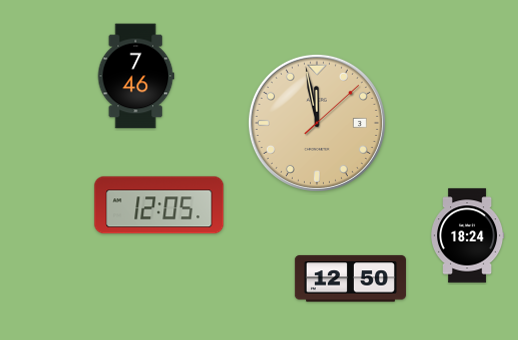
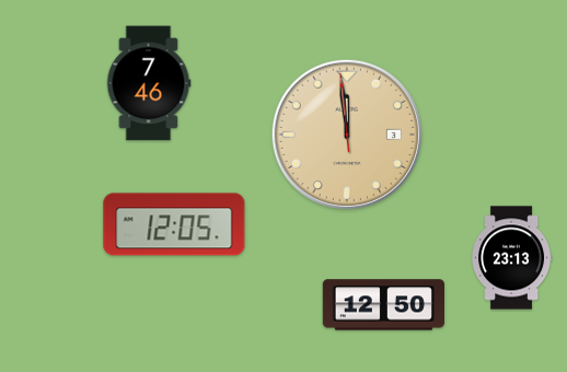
clock at (317, 123): 11:58:08 -> 11:58:59
clock at (468, 236): 18:24 -> 23:13
